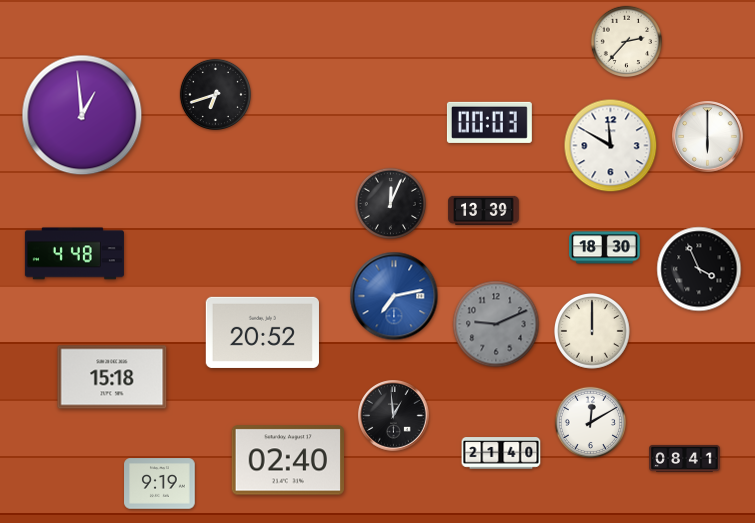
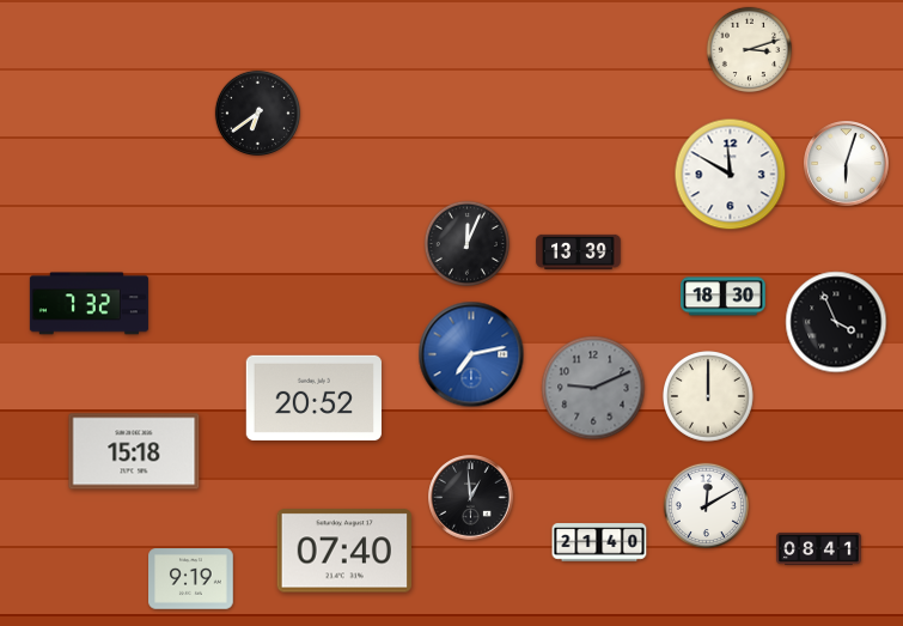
clock at (626, 41): 2:37 -> 3:12
clock at (215, 94): 6:42 -> 6:39
clock at (82, 115): 12:59 -> none
clock at (489, 122): 00:03 -> none
clock at (708, 137): 6:00 -> 6:03
clock at (74, 254): 4:48 -> 7:32
clock at (288, 460): 02:40 -> 07:40
